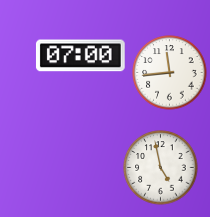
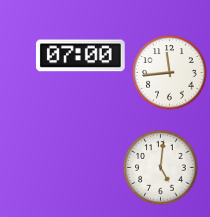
clock at (161, 168): 4:58 -> 5:01
